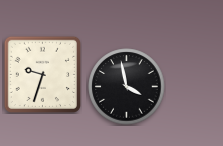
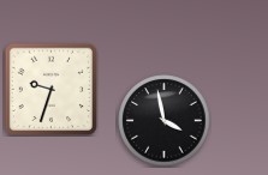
clock at (127, 87) position: (127, 87) -> (165, 121)
